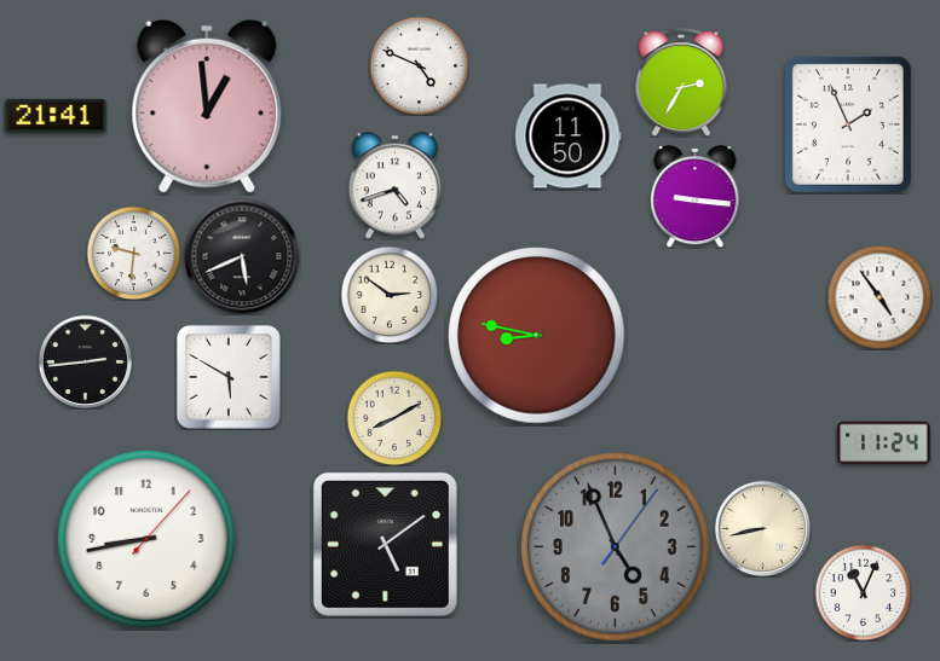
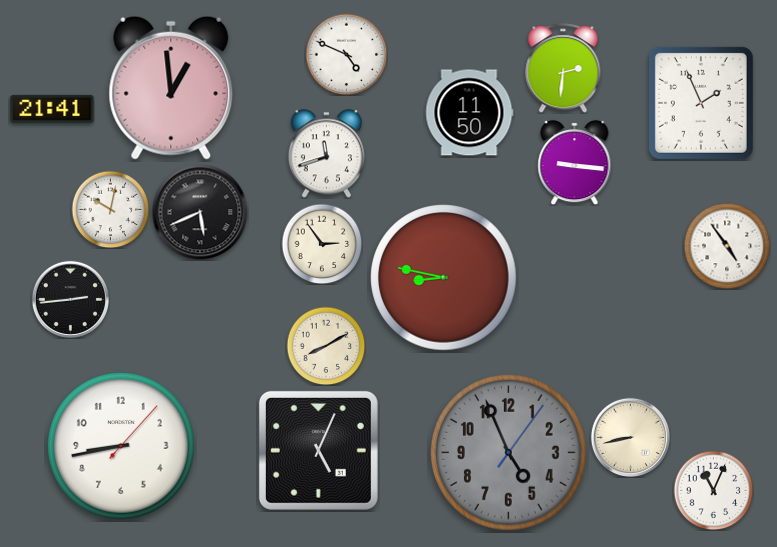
clock at (681, 82): 2:35 -> 2:31
clock at (56, 116) position: (56, 116) -> (52, 109)
clock at (394, 186): 4:42 -> 11:42
clock at (133, 253): 9:31 -> 10:02
clock at (390, 295): 2:51 -> 2:54
clock at (229, 377): 5:50 -> none
clock at (884, 443): 11:24 -> none
clock at (385, 544): 5:09 -> 5:04
